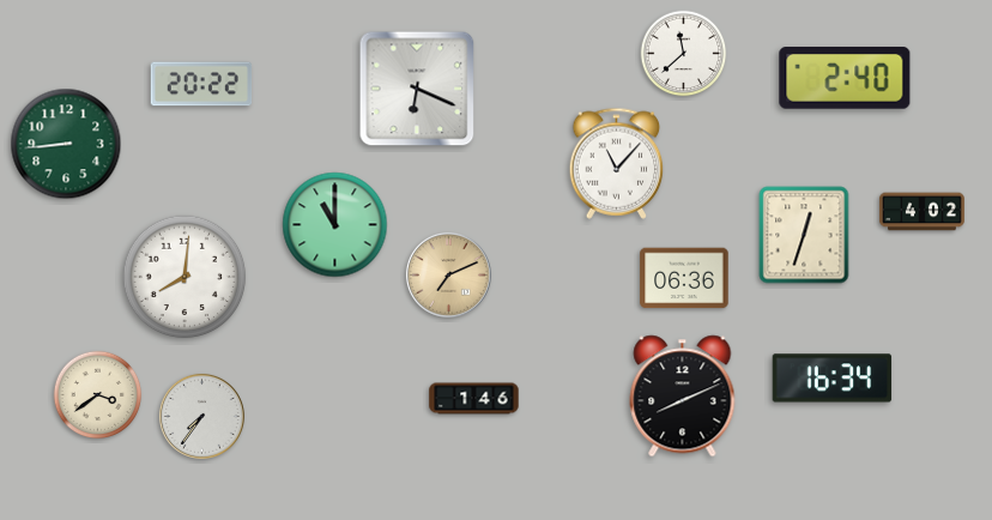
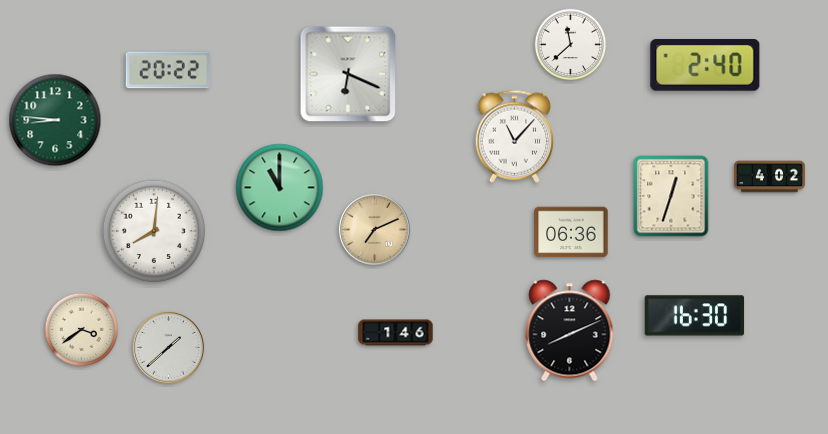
clock at (66, 144): 8:44 -> 8:46
clock at (833, 379): 16:34 -> 16:30
clock at (201, 416): 7:36 -> 1:38
